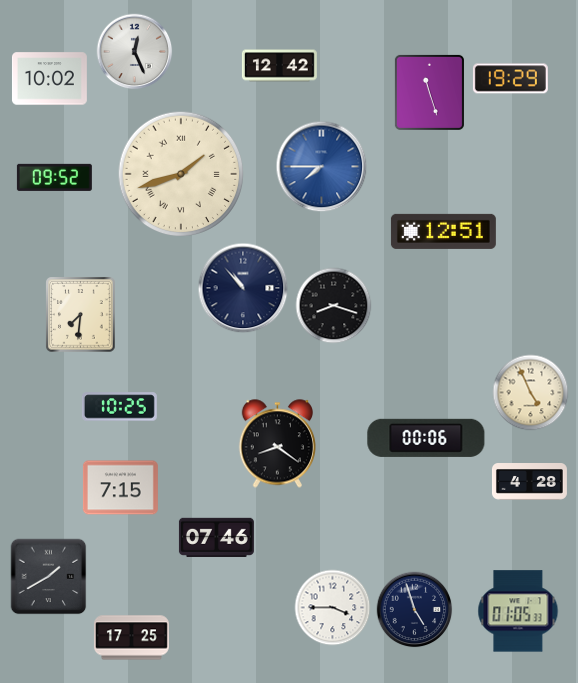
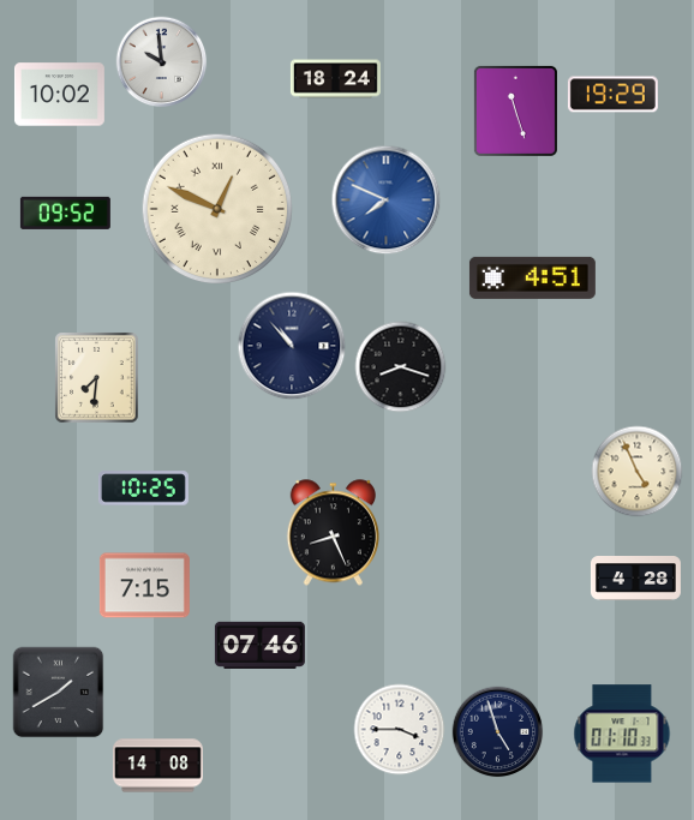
clock at (135, 52): 12:26 -> 9:59
clock at (279, 66): 12:42 -> 18:24
clock at (322, 167): 7:45 -> 7:49
clock at (181, 174): 1:42 -> 12:49
clock at (443, 231): 12:51 -> 4:51
clock at (426, 438): 00:06 -> none
clock at (277, 444): 8:21 -> 8:26
clock at (518, 611): 01:05 -> 01:10
clock at (131, 638): 17:25 -> 14:08
